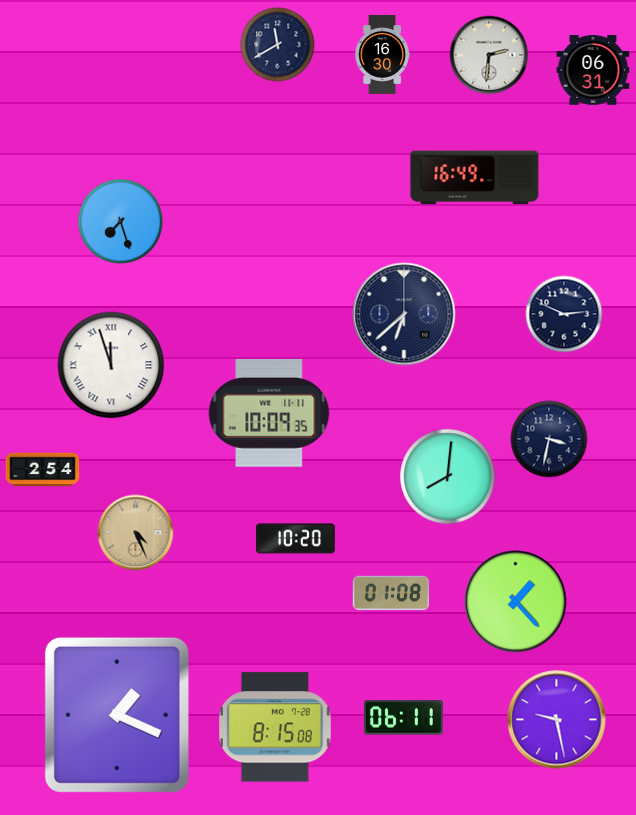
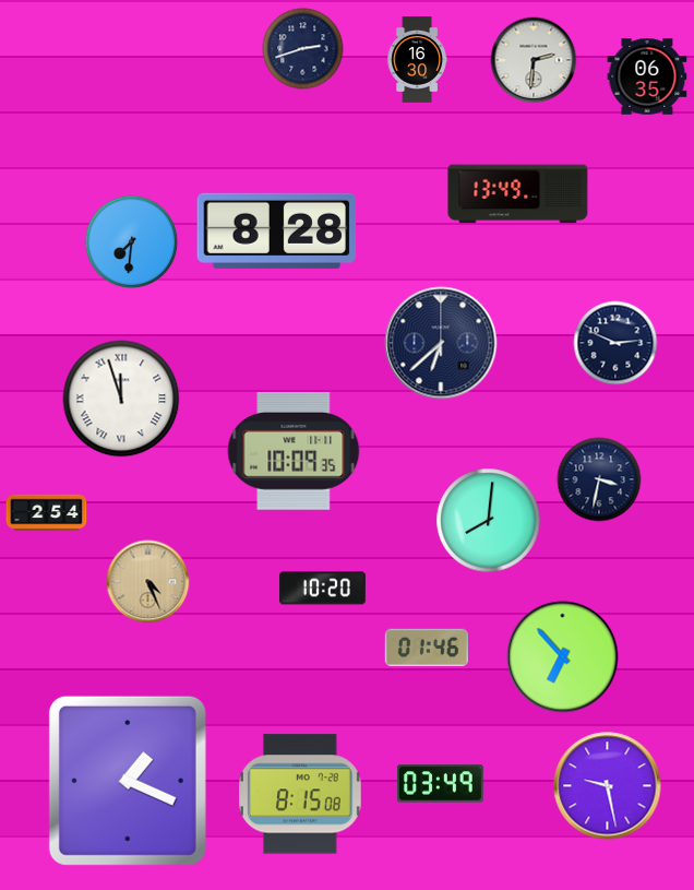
clock at (278, 45): 11:40 -> 2:42
clock at (593, 70): 06:31 -> 06:35
clock at (475, 178): 16:49 -> 13:49
clock at (277, 230): none -> 8:28
clock at (121, 222): 7:27 -> 7:31
clock at (390, 593): 01:08 -> 01:46
clock at (516, 602): 1:23 -> 6:53
clock at (403, 718): 06:11 -> 03:49
